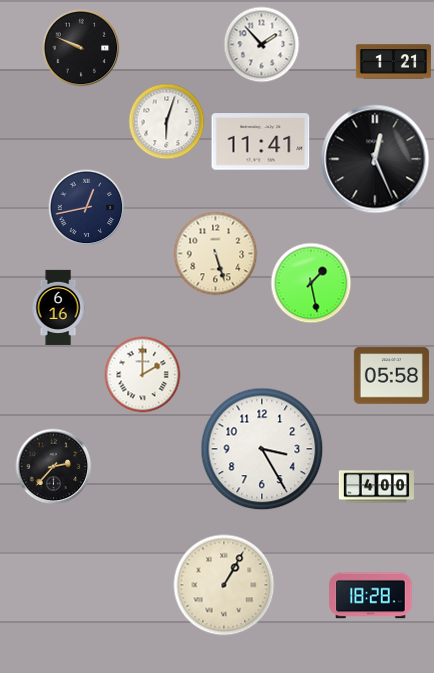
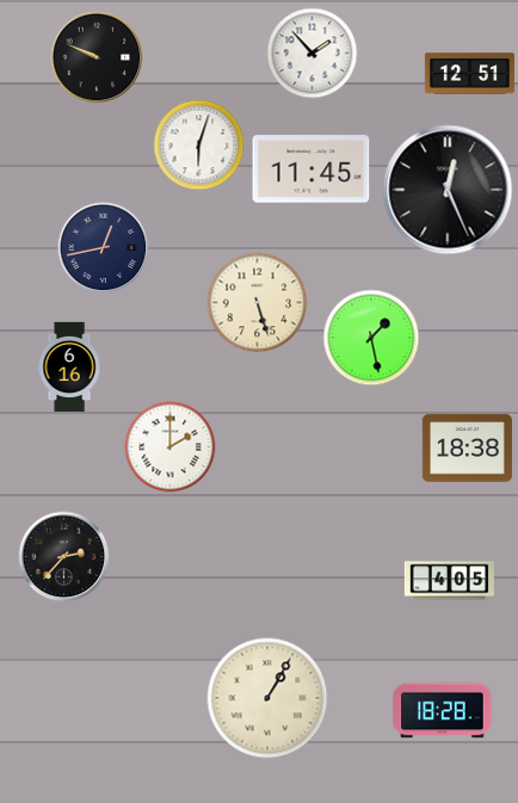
clock at (393, 62): 1:21 -> 12:51
clock at (261, 142): 11:41 -> 11:45
clock at (391, 376): 05:58 -> 18:38
clock at (262, 449): 3:25 -> none
clock at (376, 487): 4:00 -> 4:05
